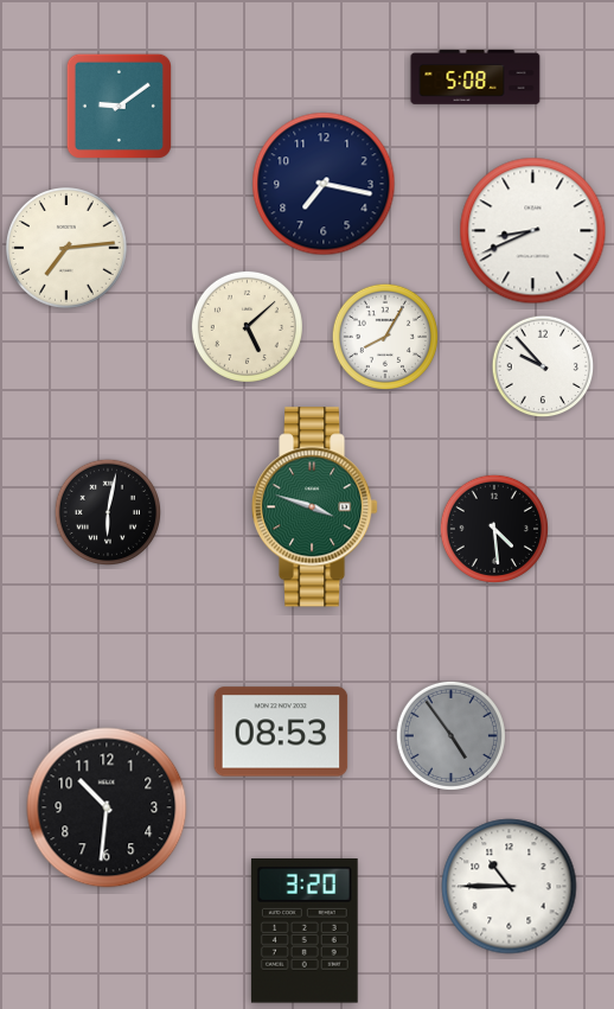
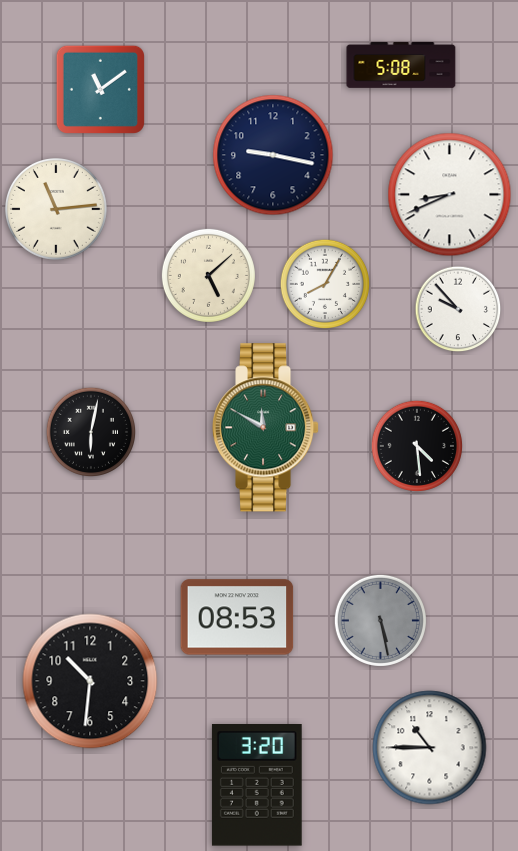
clock at (119, 106): 9:09 -> 11:09
clock at (324, 184): 7:17 -> 9:17
clock at (68, 249): 7:14 -> 11:14
clock at (315, 507): 3:48 -> 11:50
clock at (450, 735): 4:54 -> 5:28
